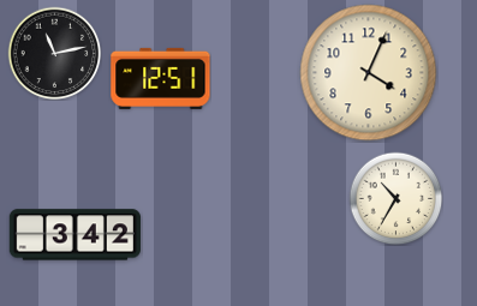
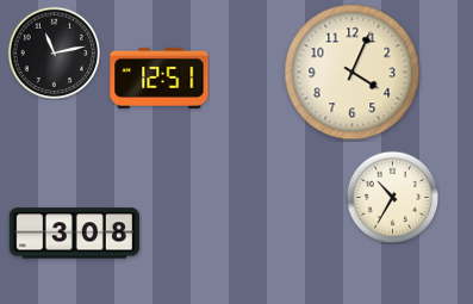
clock at (369, 73) position: (369, 73) -> (353, 73)
clock at (74, 235): 3:42 -> 3:08
